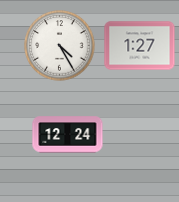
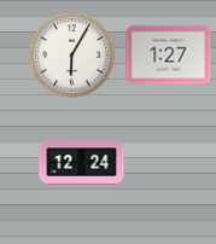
clock at (60, 46): 4:25 -> 6:05
